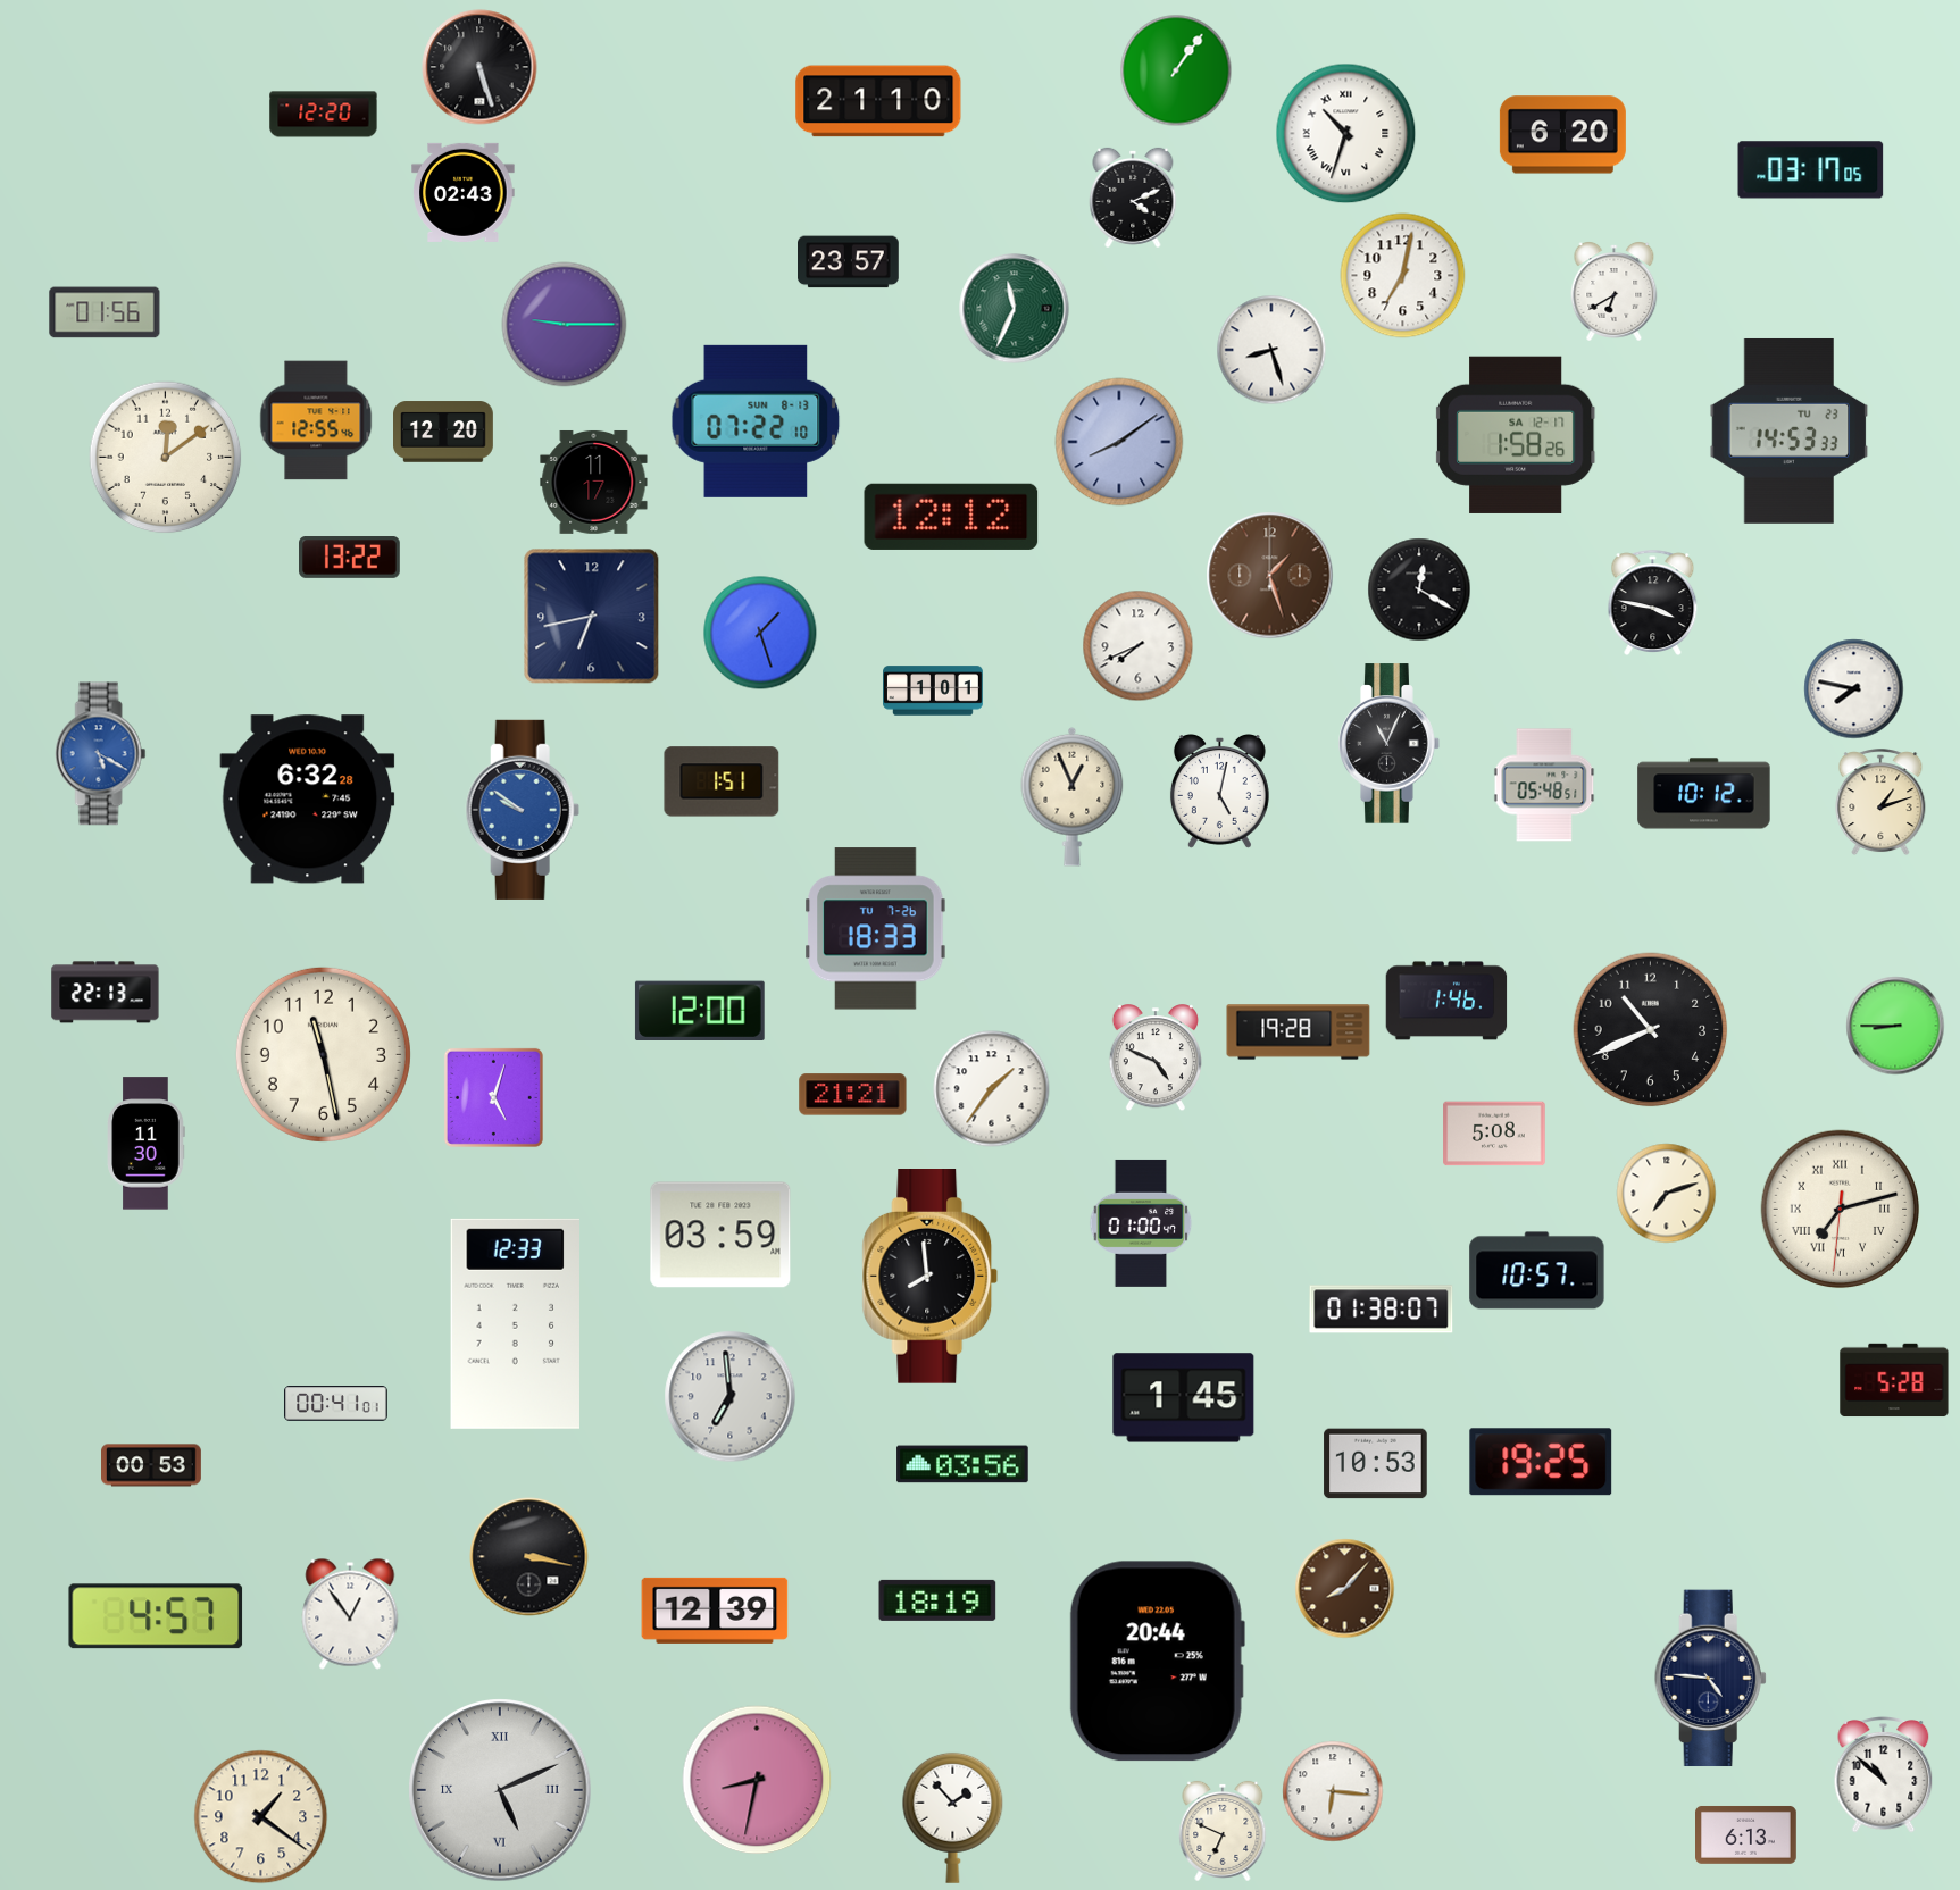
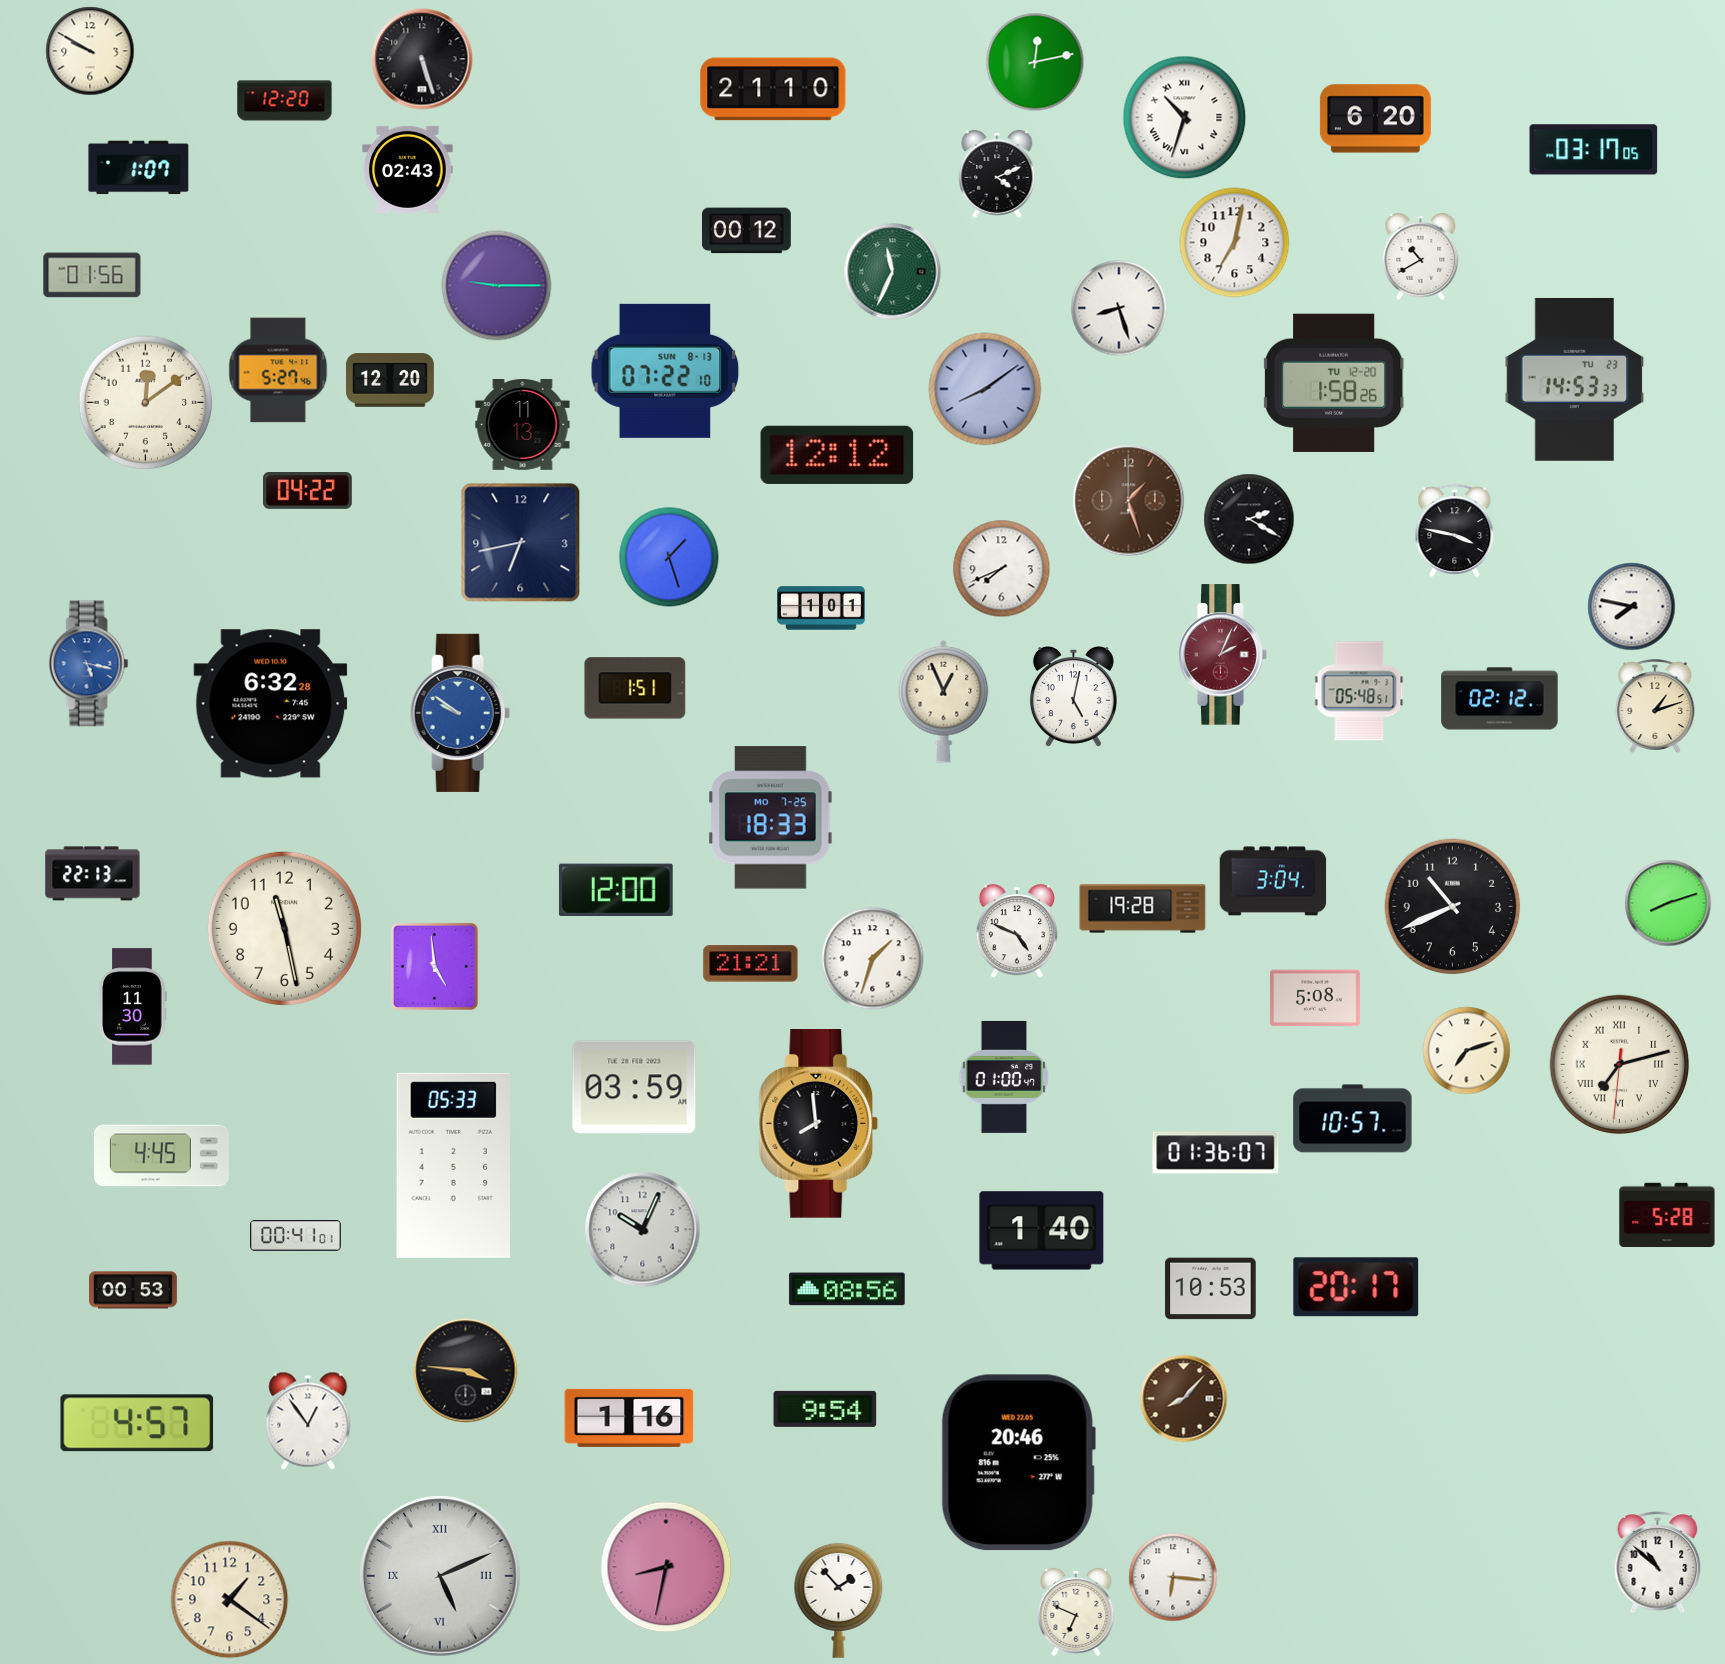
clock at (90, 51): none -> 9:50
clock at (1176, 70): 1:06 -> 12:13
clock at (139, 168): none -> 1:07
clock at (849, 262): 23:57 -> 00:12
clock at (1615, 292): 6:40 -> 10:40
clock at (316, 420): 12:55 -> 5:27
clock at (1517, 435) date: SA 12-17 -> TU 12-20
clock at (594, 482): 11:17 -> 11:13
clock at (350, 558): 13:22 -> 04:22
clock at (1270, 576) position: (1270, 576) -> (1129, 501)
clock at (1419, 589): 12:20 -> 2:20
clock at (1390, 744): 11:04 -> 2:04
clock at (1390, 744) dial: black -> burgundy
clock at (101, 754): 5:20 -> 5:17
clock at (1704, 794): 10:12 -> 02:12
clock at (876, 929) date: TU 7-26 -> MO 7-25
clock at (1446, 1001): 1:46 -> 3:04
clock at (1895, 1026): 8:45 -> 8:12
clock at (992, 1089): 1:36 -> 1:33
clock at (493, 1097): 5:03 -> 4:59
clock at (147, 1144) position: (147, 1144) -> (133, 1007)
clock at (1382, 1310): 01:38 -> 01:36
clock at (161, 1156): none -> 4:45
clock at (515, 1323): 12:33 -> 05:33
clock at (731, 1397): 6:59 -> 10:04
clock at (1184, 1398): 1:45 -> 1:40
clock at (1541, 1462): 19:25 -> 20:17
clock at (962, 1464): 03:56 -> 08:56
clock at (529, 1557): 3:17 -> 3:46
clock at (937, 1600): 18:19 -> 9:54
clock at (715, 1611): 12:39 -> 1:16
clock at (1157, 1662): 20:44 -> 20:46
clock at (1710, 1679): 4:46 -> none
clock at (1746, 1835): 6:13 -> none
